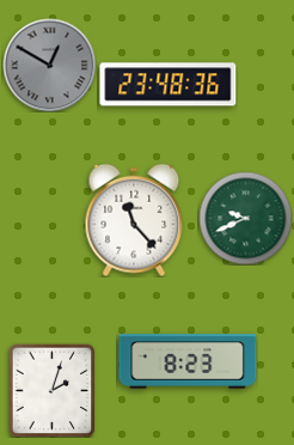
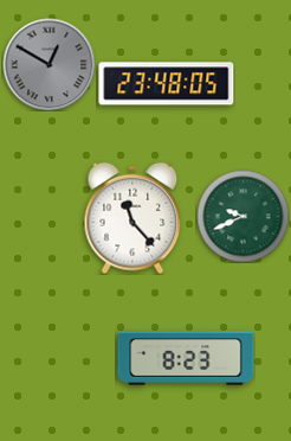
clock at (169, 85): 23:48:36 -> 23:48:05
clock at (53, 390): 2:03 -> none
